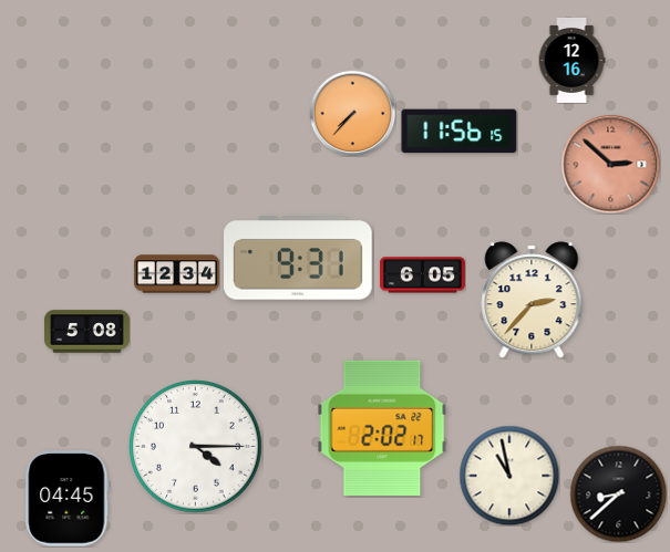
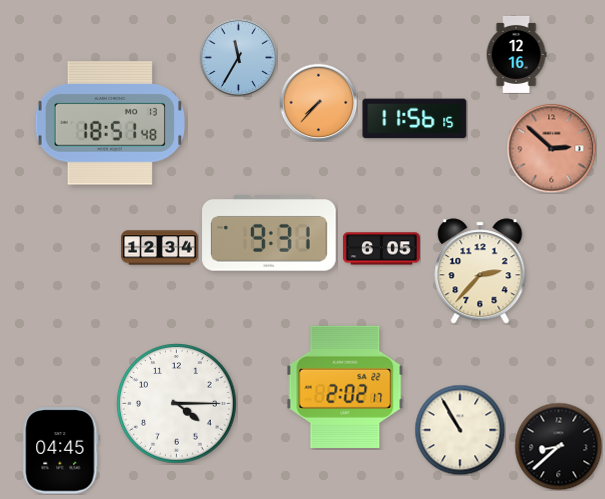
clock at (238, 57): none -> 11:35
clock at (109, 123): none -> 18:51
clock at (86, 332): 5:08 -> none
clock at (509, 476): 10:58 -> 10:55
